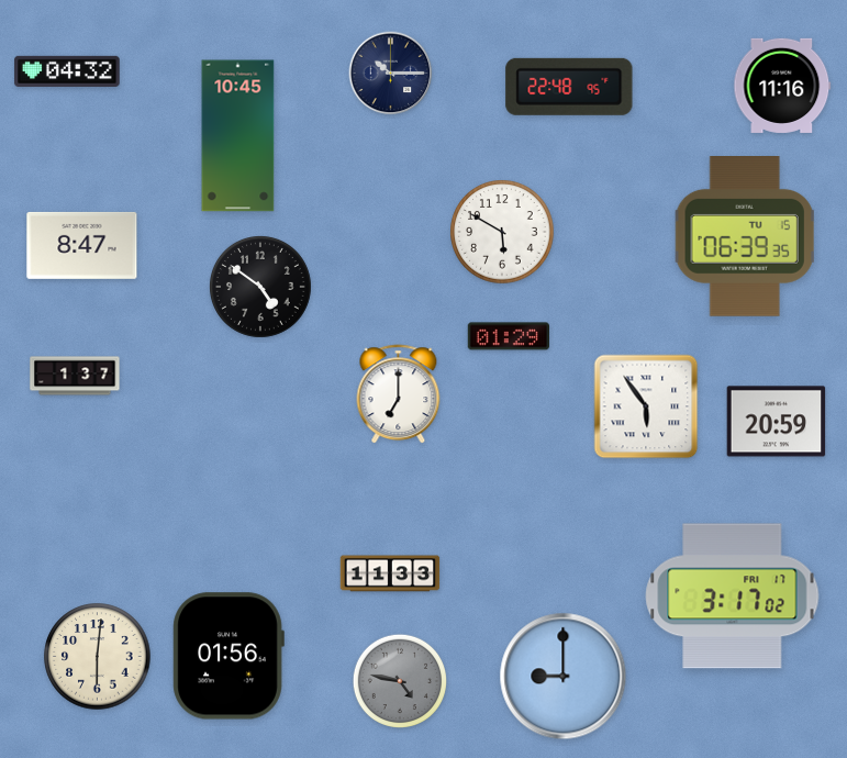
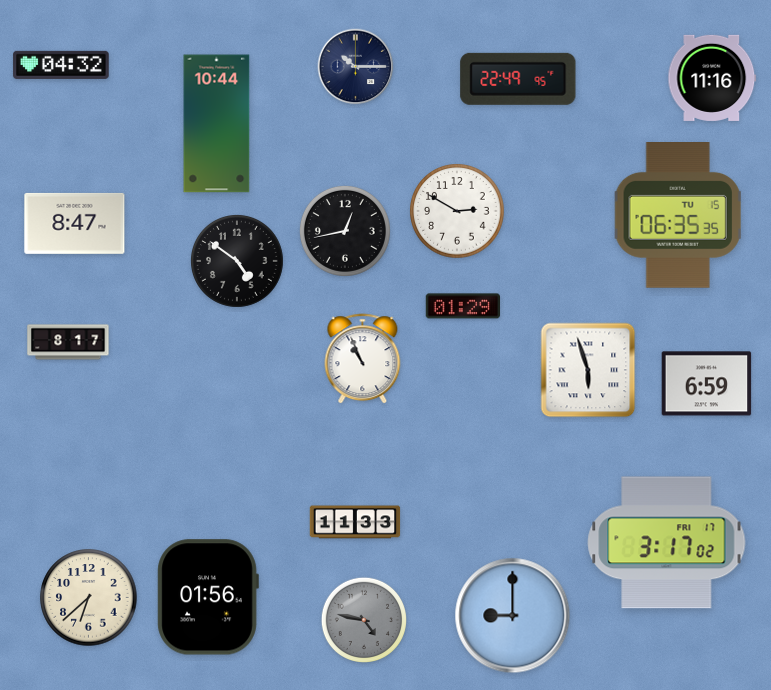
clock at (569, 87): 22:48 -> 22:49
clock at (238, 136): 10:45 -> 10:44
clock at (502, 232): 5:50 -> 2:50
clock at (745, 237): 06:39 -> 06:35
clock at (345, 231): none -> 12:43
clock at (75, 376): 1:37 -> 8:17
clock at (399, 394): 7:00 -> 10:56
clock at (646, 406): 5:54 -> 5:57
clock at (777, 422): 20:59 -> 6:59
clock at (98, 657): 6:01 -> 6:38
